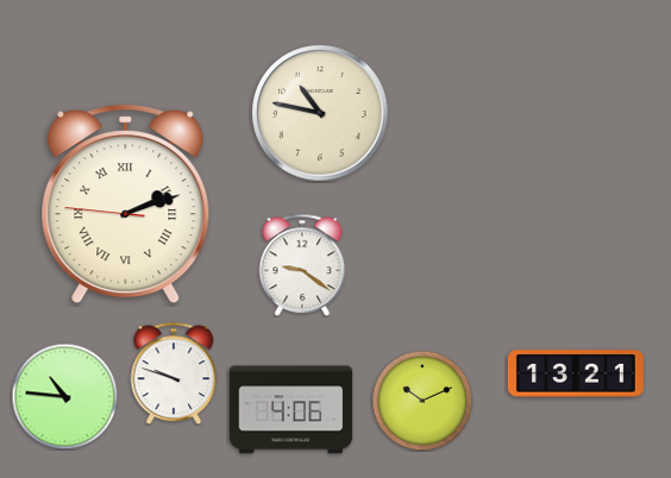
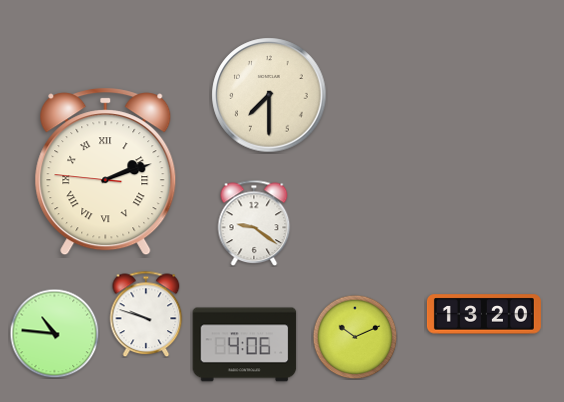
clock at (320, 113): 10:47 -> 7:30
clock at (576, 373): 13:21 -> 13:20
